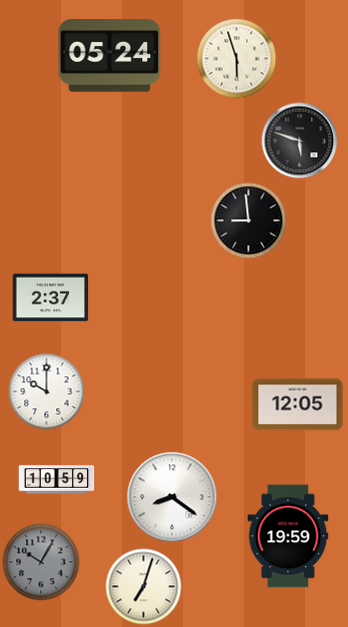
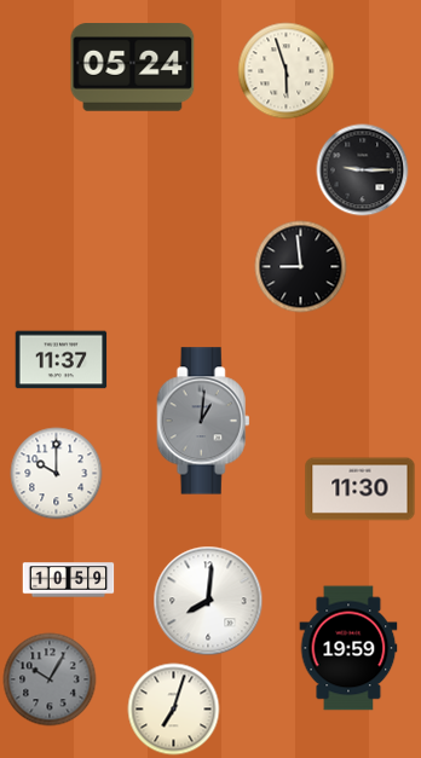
clock at (300, 141): 5:48 -> 9:15
clock at (51, 298): 2:37 -> 11:37
clock at (203, 421): none -> 1:01
clock at (298, 405): 12:05 -> 11:30
clock at (172, 497): 8:21 -> 8:01
